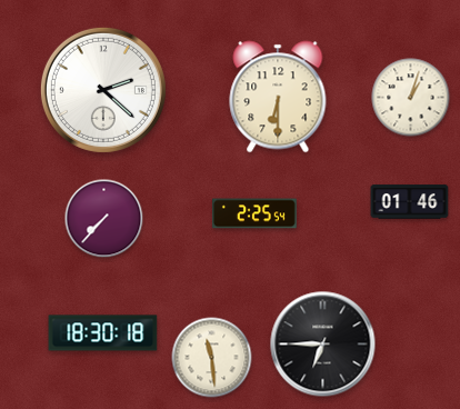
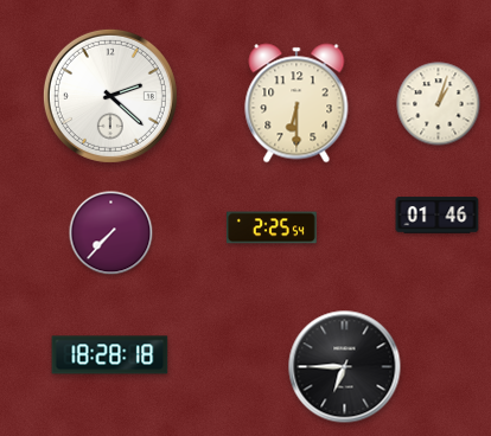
clock at (103, 333): 18:30 -> 18:28
clock at (212, 358): 11:29 -> none
